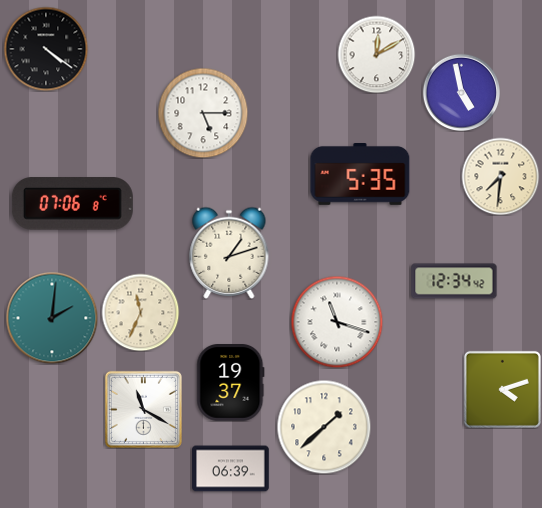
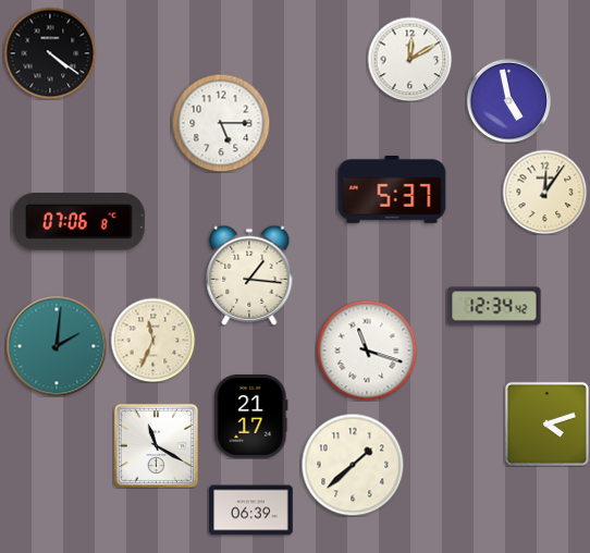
clock at (461, 92) position: (461, 92) -> (508, 100)
clock at (360, 175): 5:35 -> 5:37
clock at (500, 176): 7:31 -> 12:06
clock at (229, 253): 1:12 -> 1:16
clock at (231, 383): 19:37 -> 21:17
